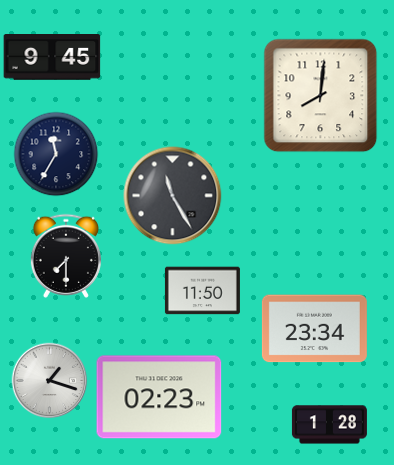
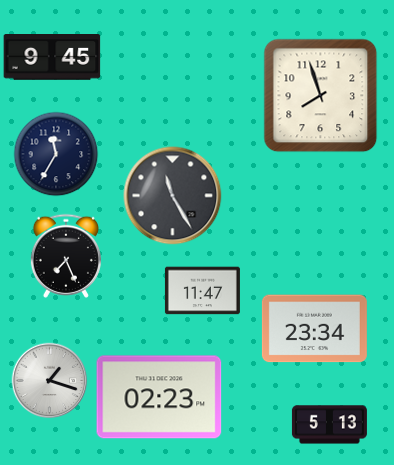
clock at (321, 96): 8:01 -> 7:57
clock at (66, 256): 7:30 -> 7:26
clock at (202, 291): 11:50 -> 11:47
clock at (329, 425): 1:28 -> 5:13
